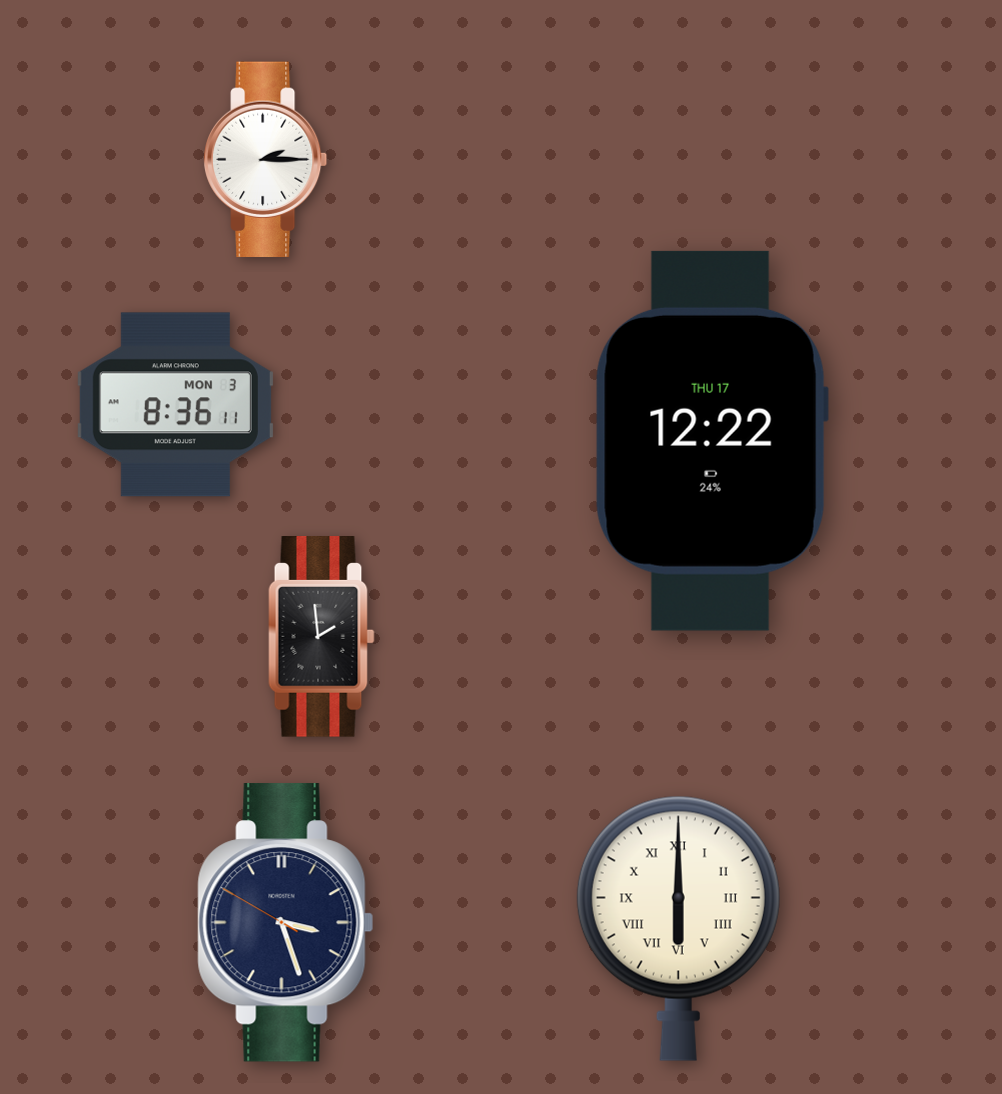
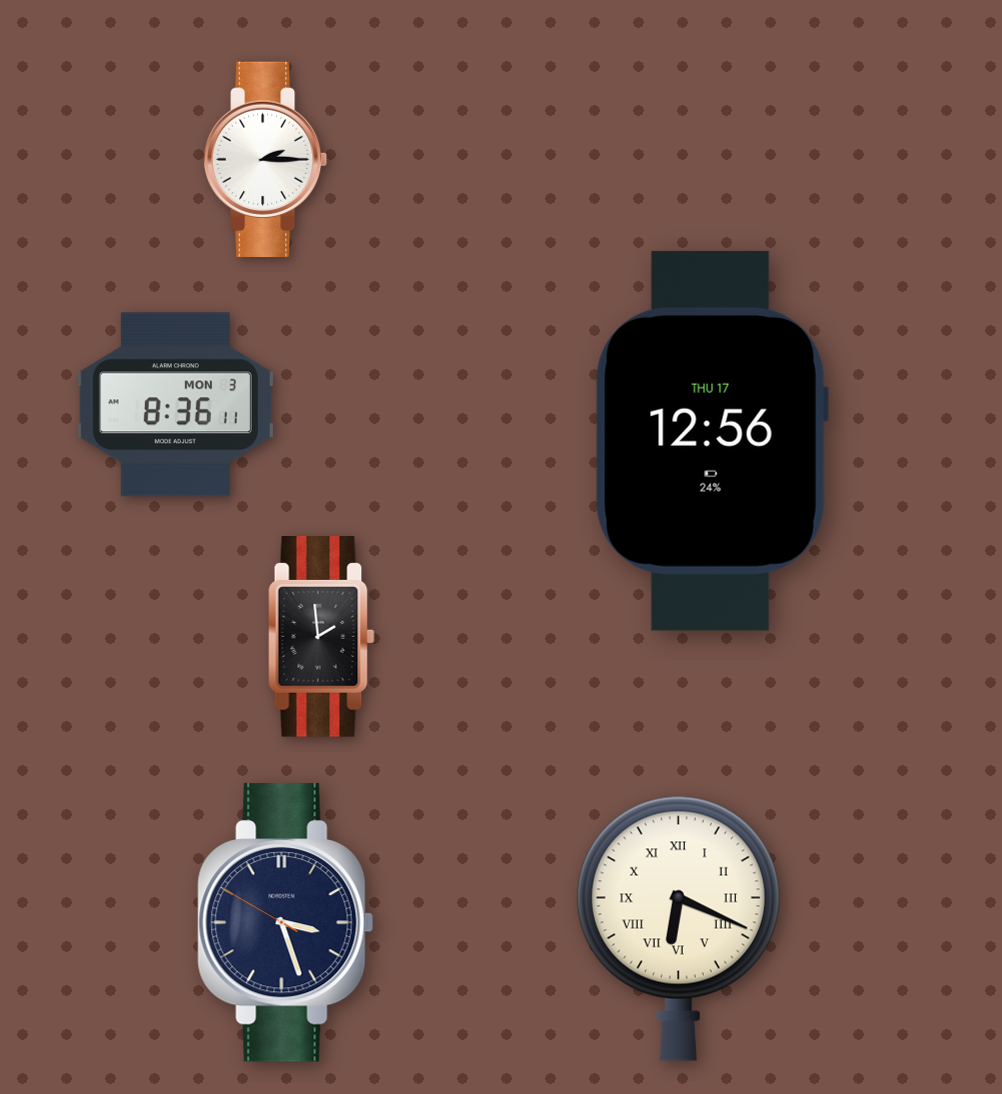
clock at (712, 441): 12:22 -> 12:56
clock at (678, 928): 6:00 -> 6:19
